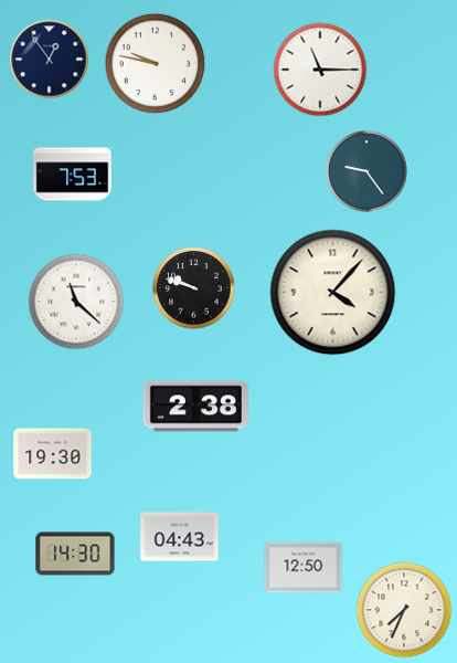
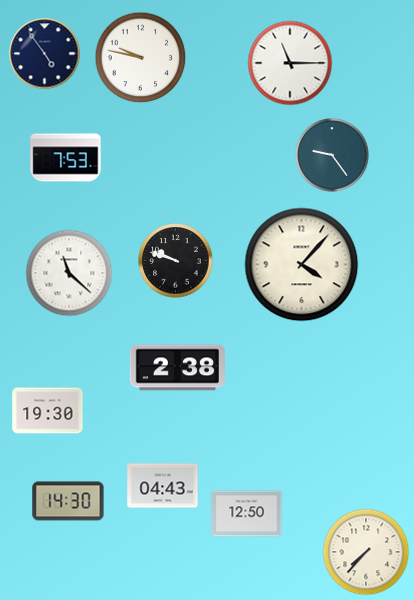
clock at (50, 60): 12:54 -> 4:54
clock at (304, 568) position: (304, 568) -> (247, 514)
clock at (404, 610): 7:34 -> 7:37
